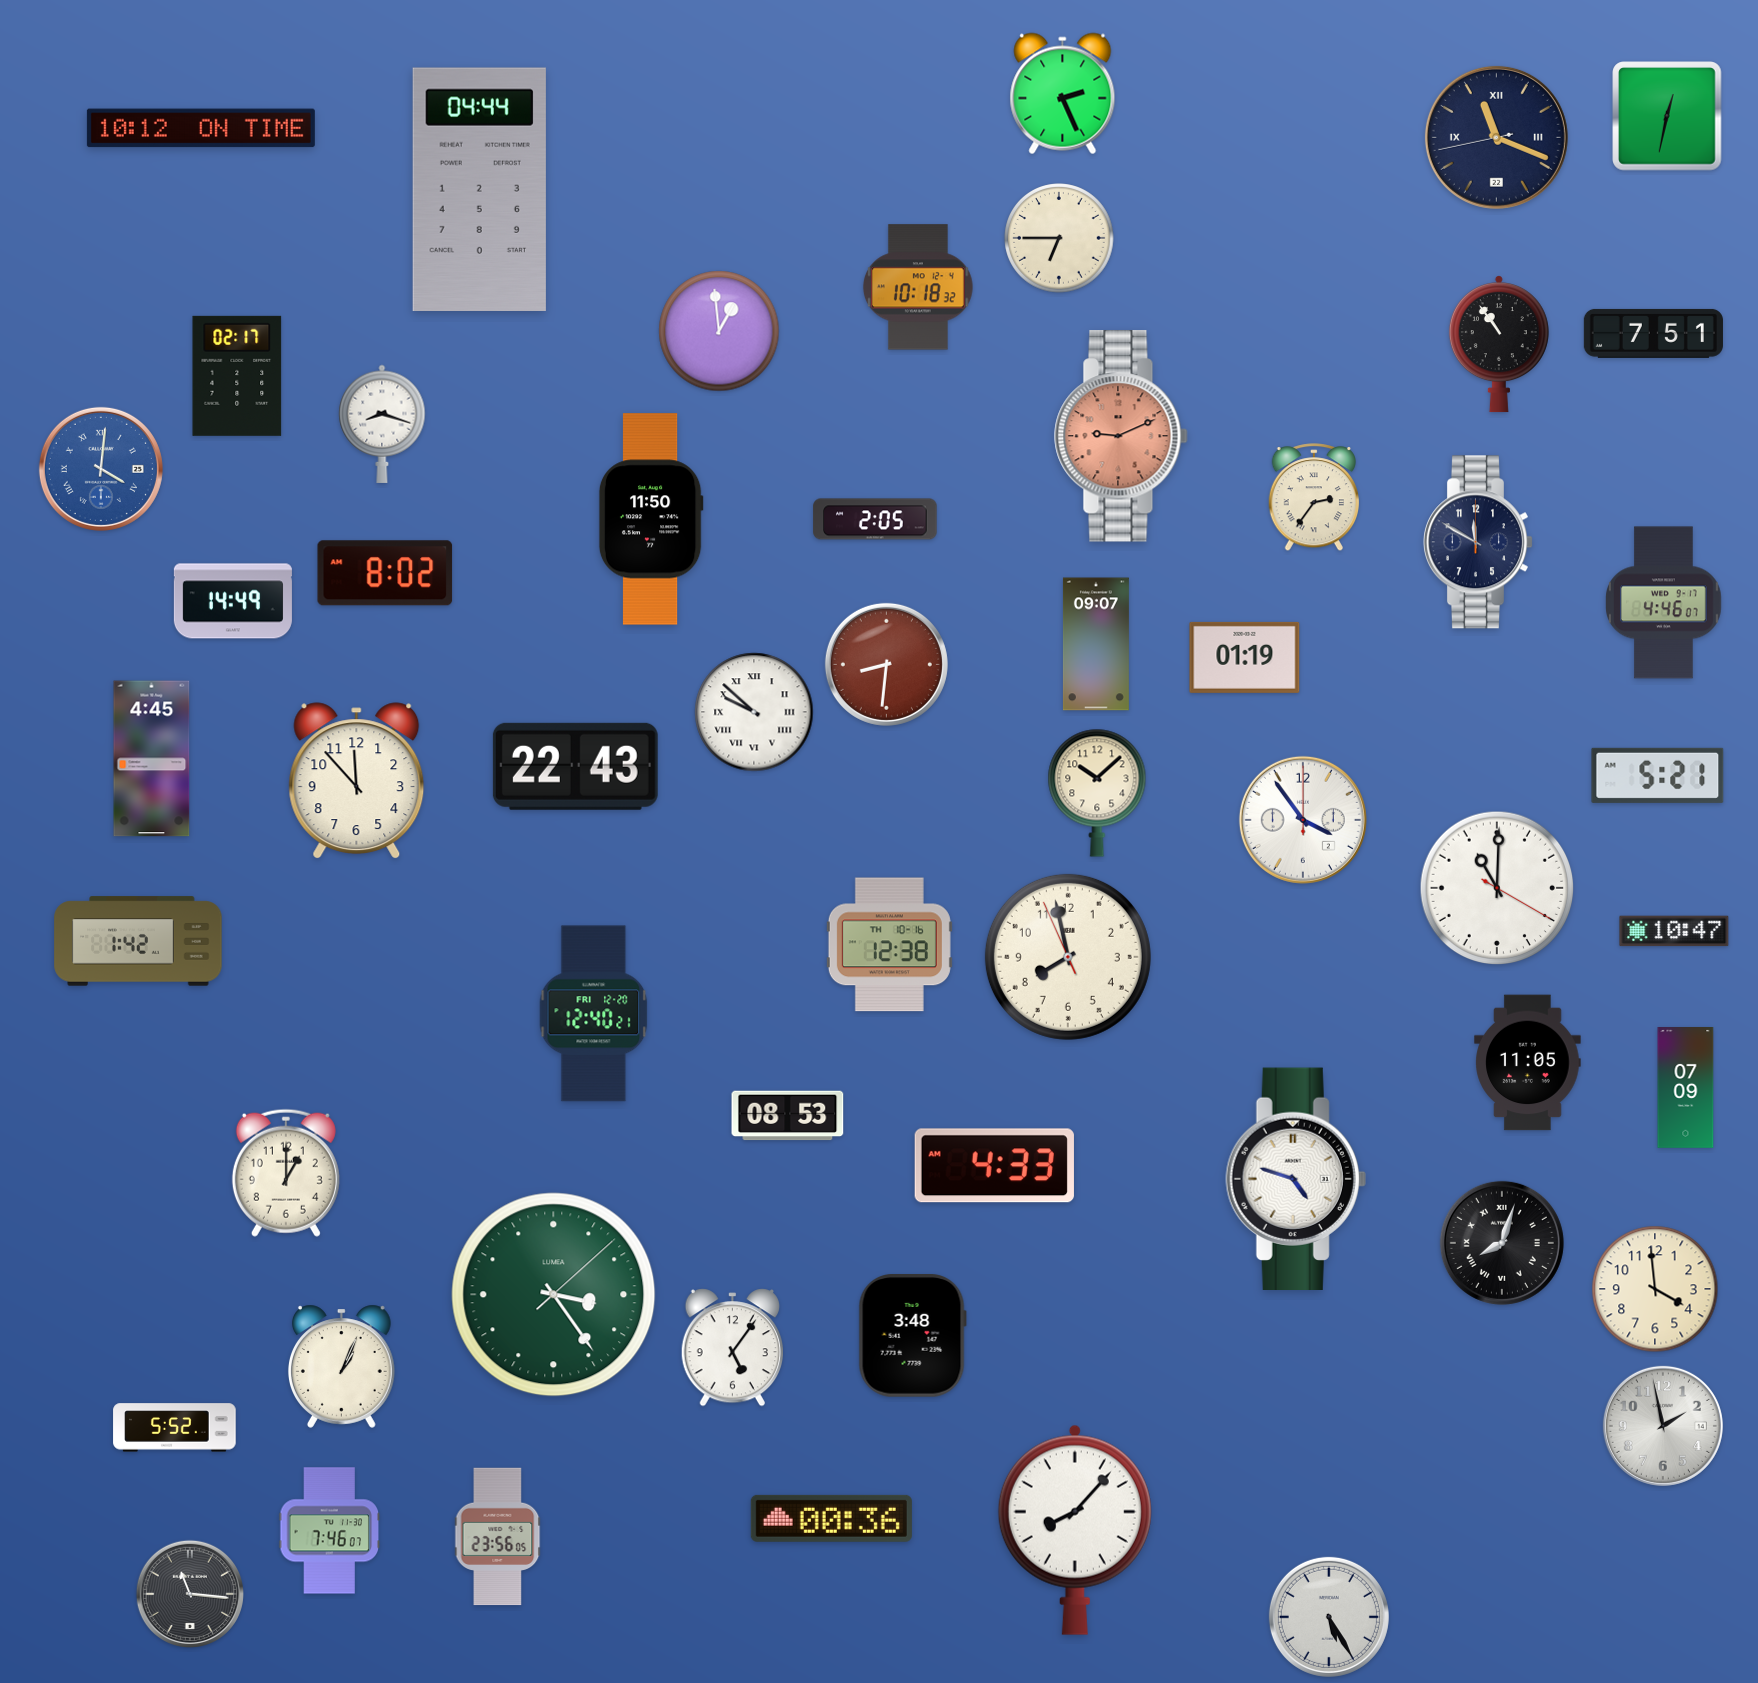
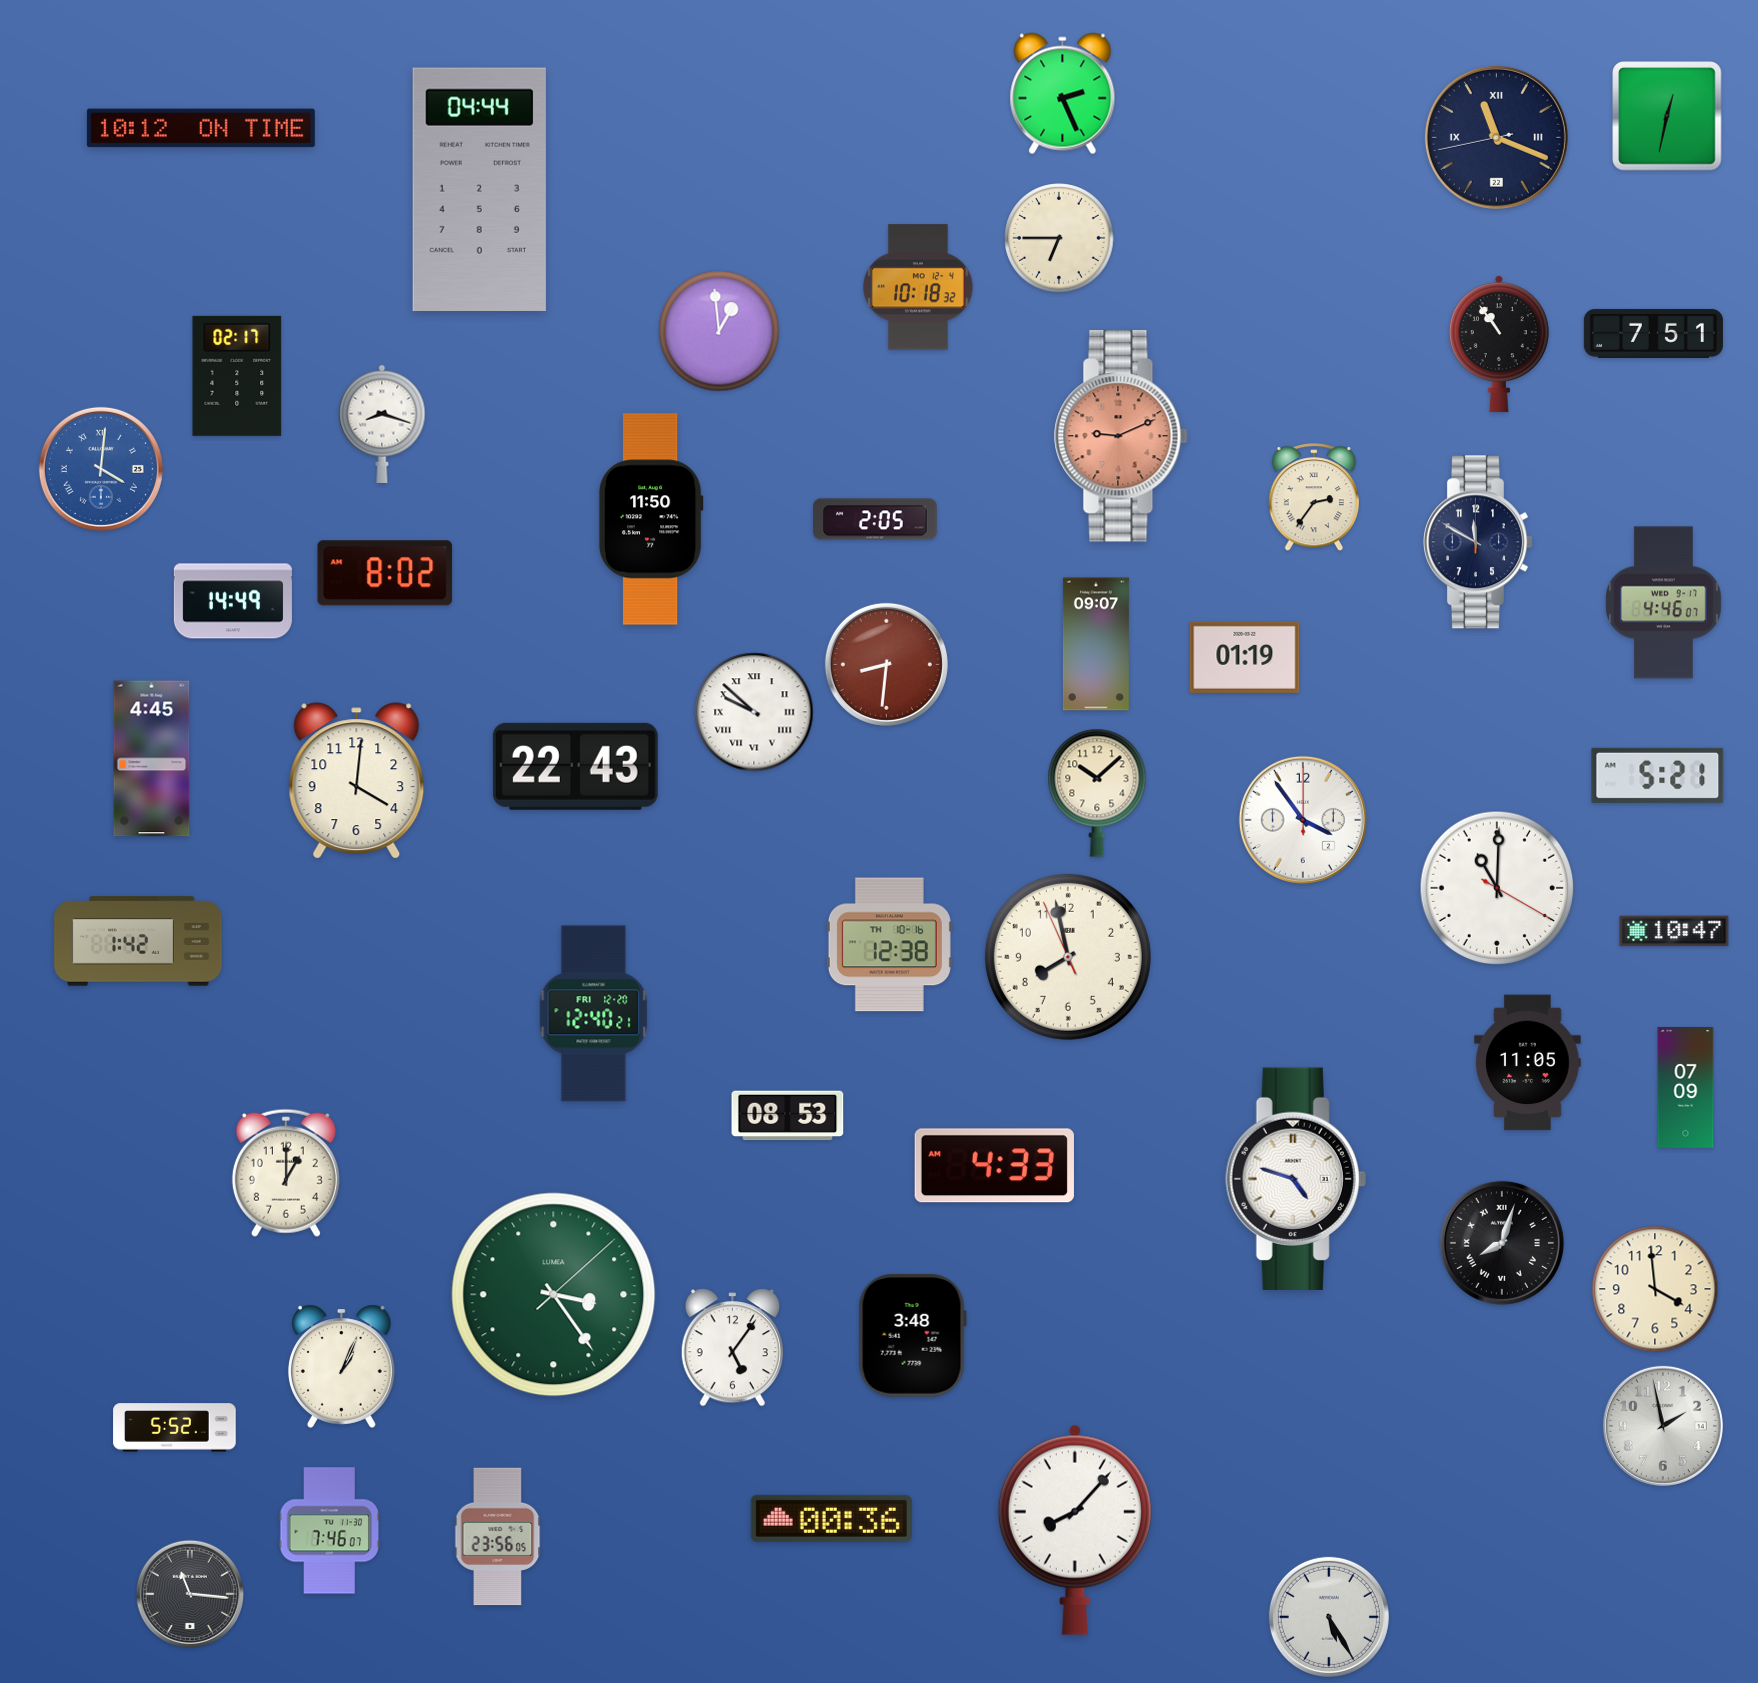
clock at (357, 781): 11:53 -> 4:01
